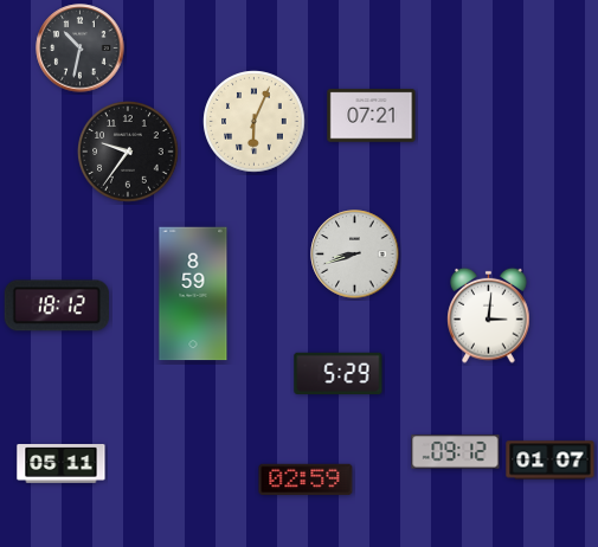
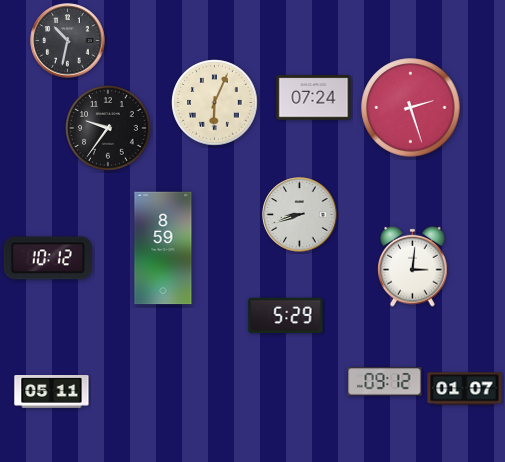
clock at (372, 116): 07:21 -> 07:24
clock at (411, 108): none -> 2:27
clock at (57, 305): 18:12 -> 10:12
clock at (306, 478): 02:59 -> none
